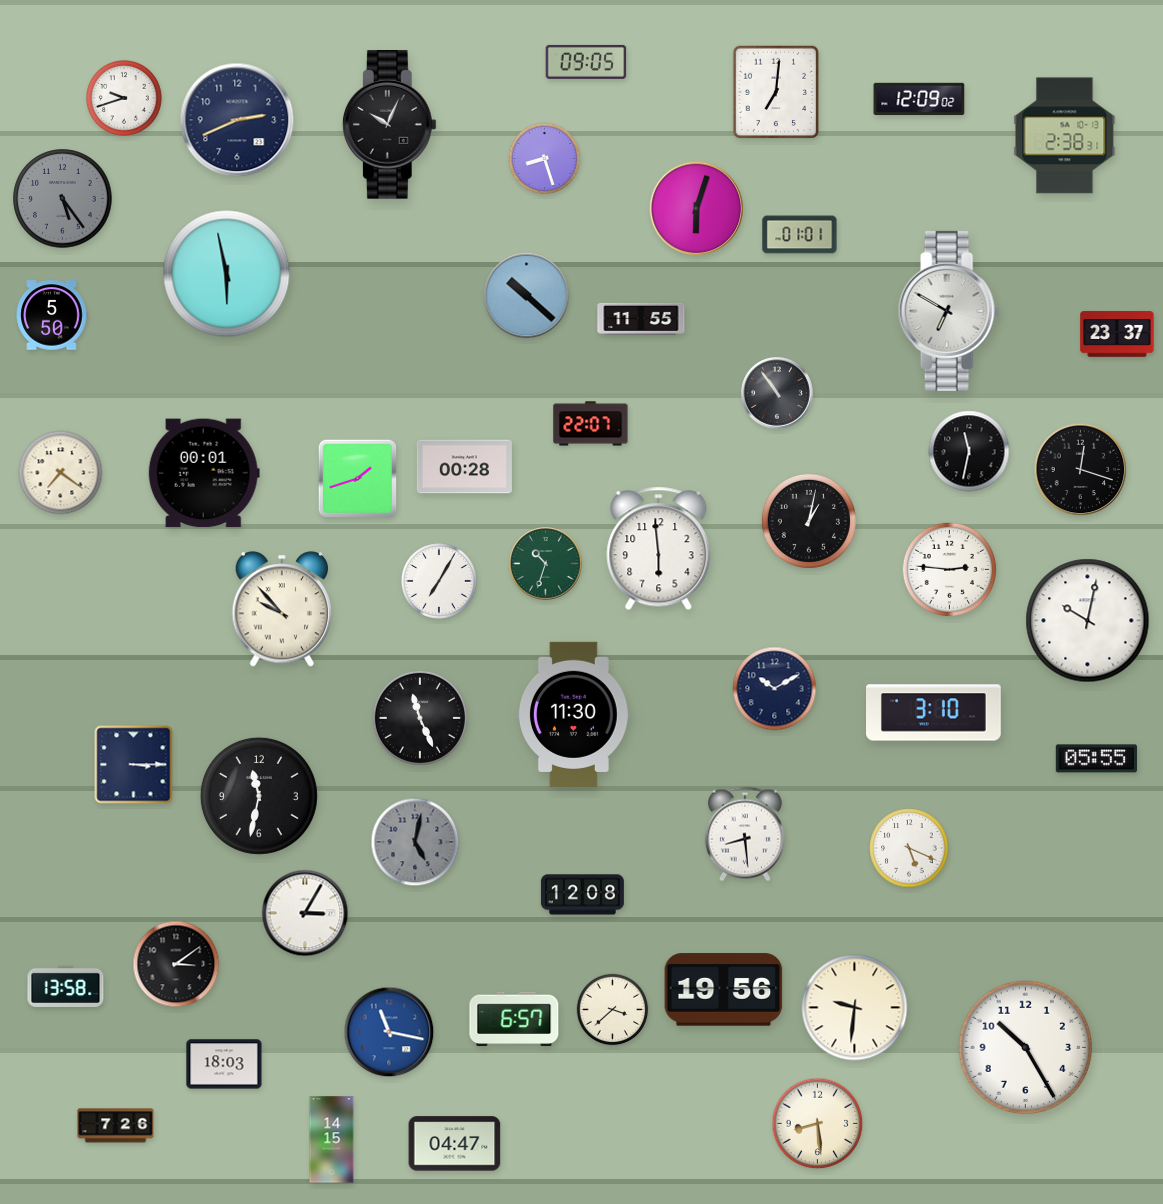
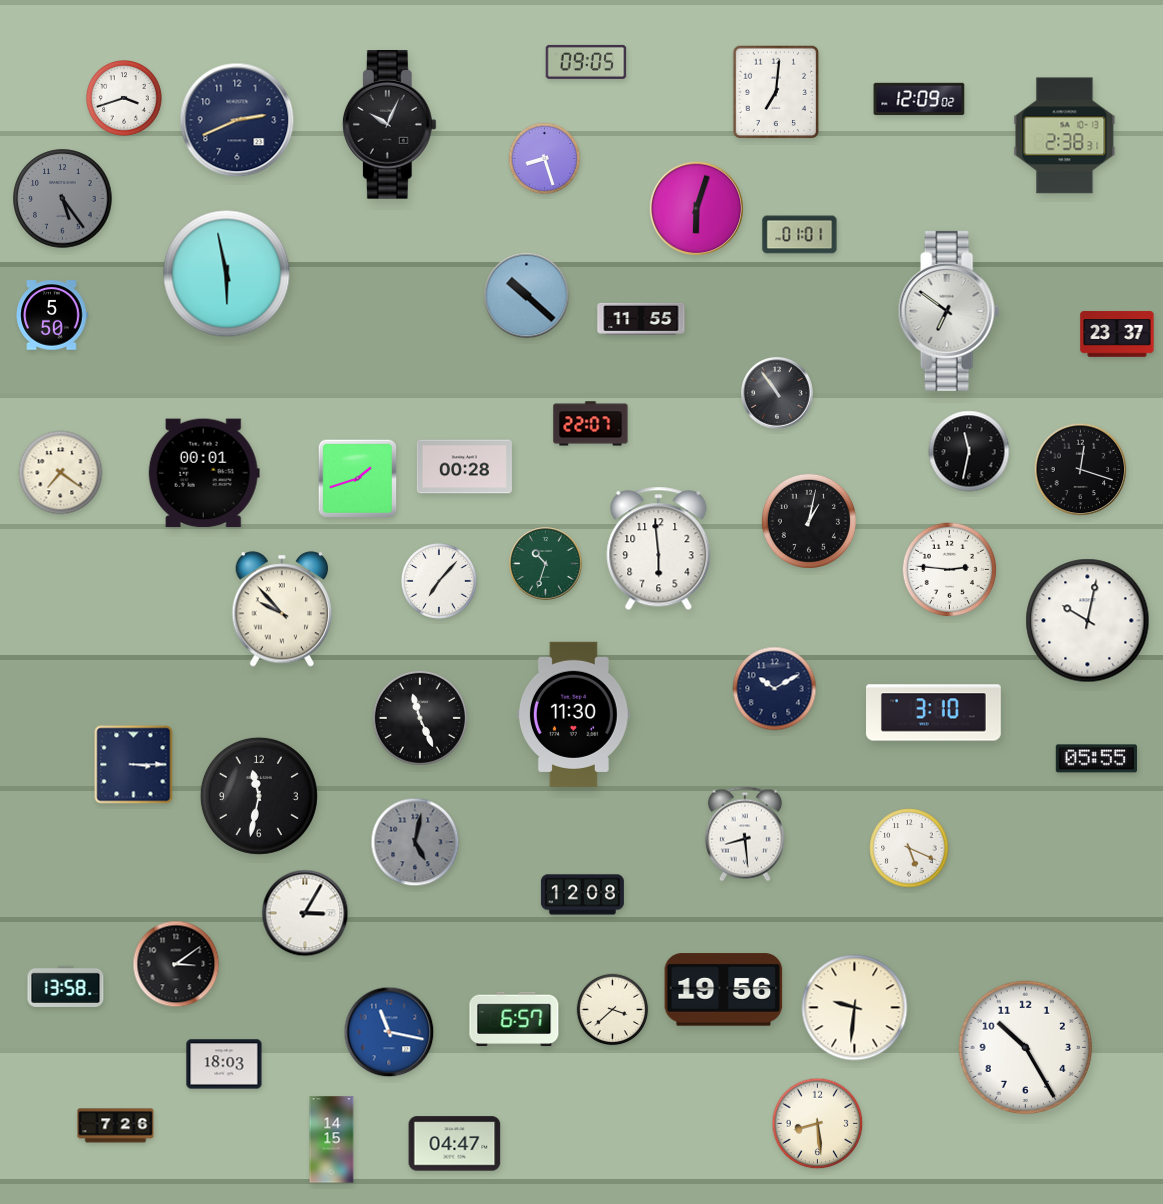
clock at (125, 99): 9:42 -> 3:42
clock at (949, 311): 6:50 -> 6:51
clock at (440, 582): 7:05 -> 7:07
